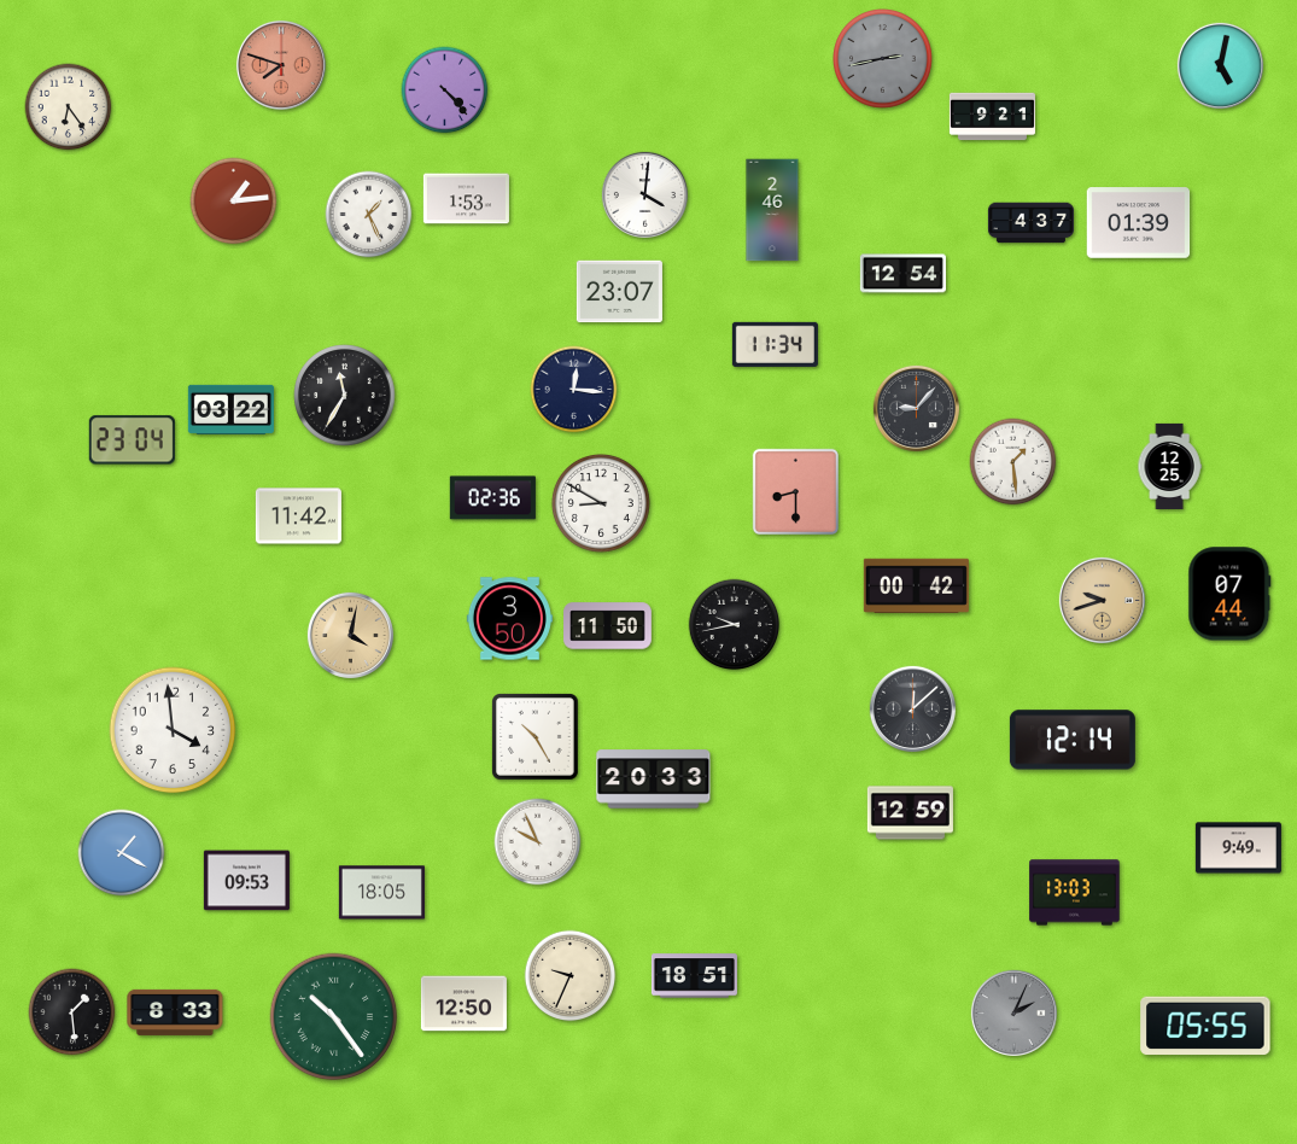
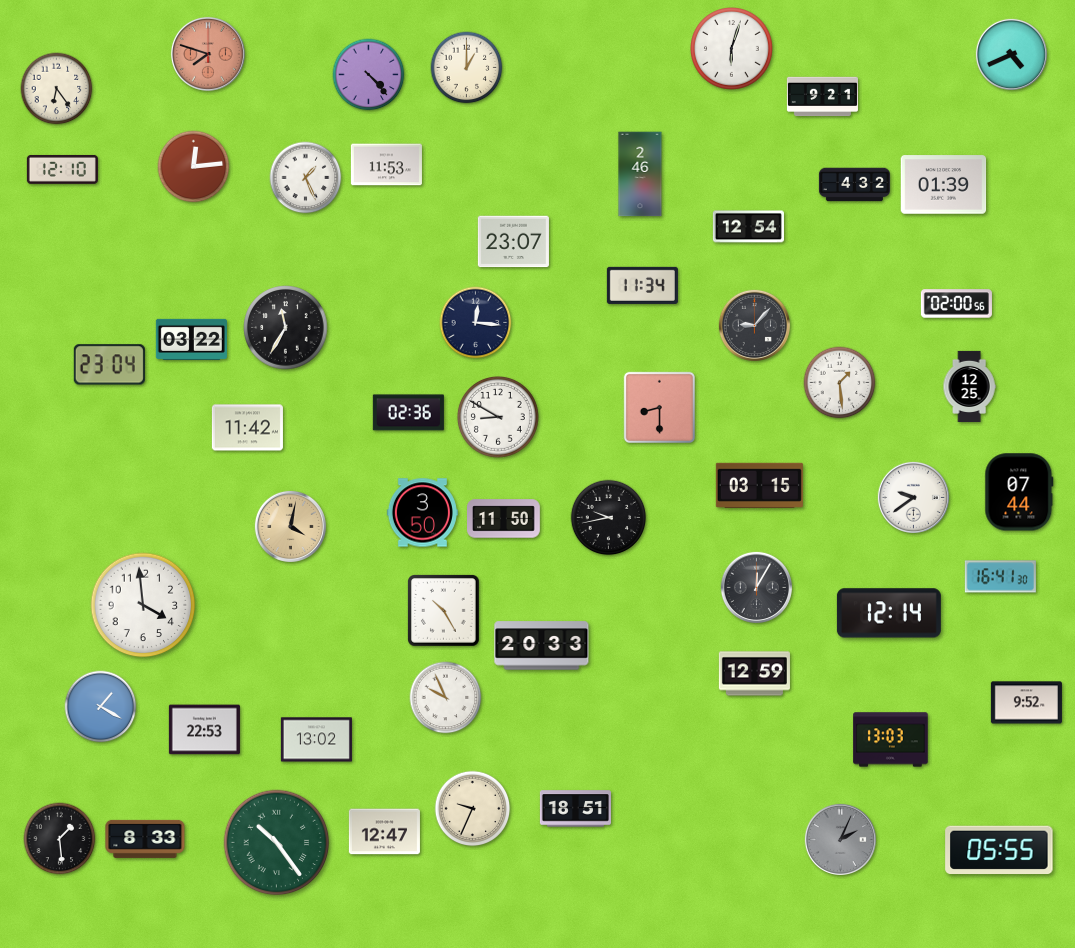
clock at (883, 59): 2:43 -> 6:03
clock at (883, 59) dial: grey -> white
clock at (281, 65) position: (281, 65) -> (208, 54)
clock at (1220, 65): 5:02 -> 4:41
clock at (467, 68): none -> 1:00
clock at (644, 194): 4:01 -> none
clock at (466, 199): 1:53 -> 11:53
clock at (234, 202): 1:14 -> 12:14
clock at (62, 169): none -> 12:10
clock at (1030, 223): 4:37 -> 4:32
clock at (956, 304): none -> 02:00
clock at (916, 408) position: (916, 408) -> (754, 325)
clock at (916, 585): 00:42 -> 03:15
clock at (1102, 600): 9:42 -> 9:39
clock at (1102, 600) dial: champagne -> white
clock at (1000, 577): none -> 16:41
clock at (912, 708): 12:08 -> 12:05
clock at (1238, 848): 9:49 -> 9:52
clock at (246, 881): 09:53 -> 22:53
clock at (381, 893): 18:05 -> 13:02
clock at (463, 1004): 12:50 -> 12:47
